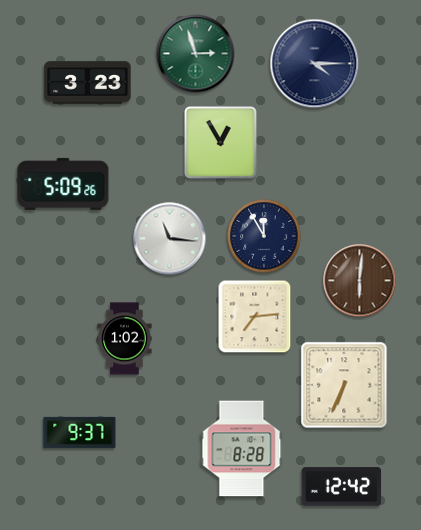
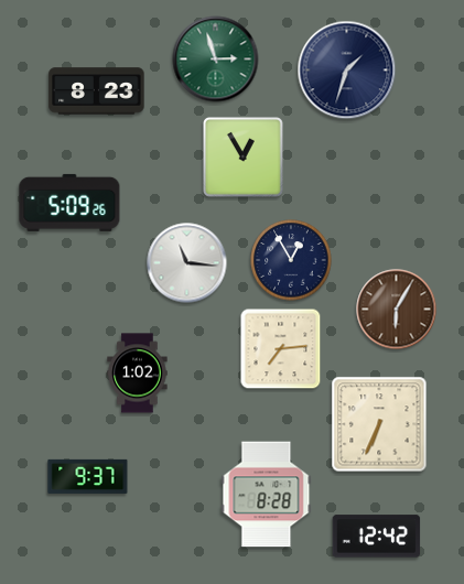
clock at (315, 64): 4:15 -> 1:33
clock at (88, 83): 3:23 -> 8:23
clock at (264, 236): 11:55 -> 12:55
clock at (360, 281): 6:01 -> 6:05
